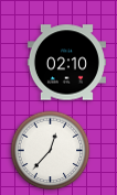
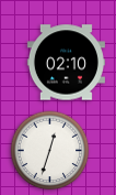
clock at (51, 151): 12:37 -> 12:33
